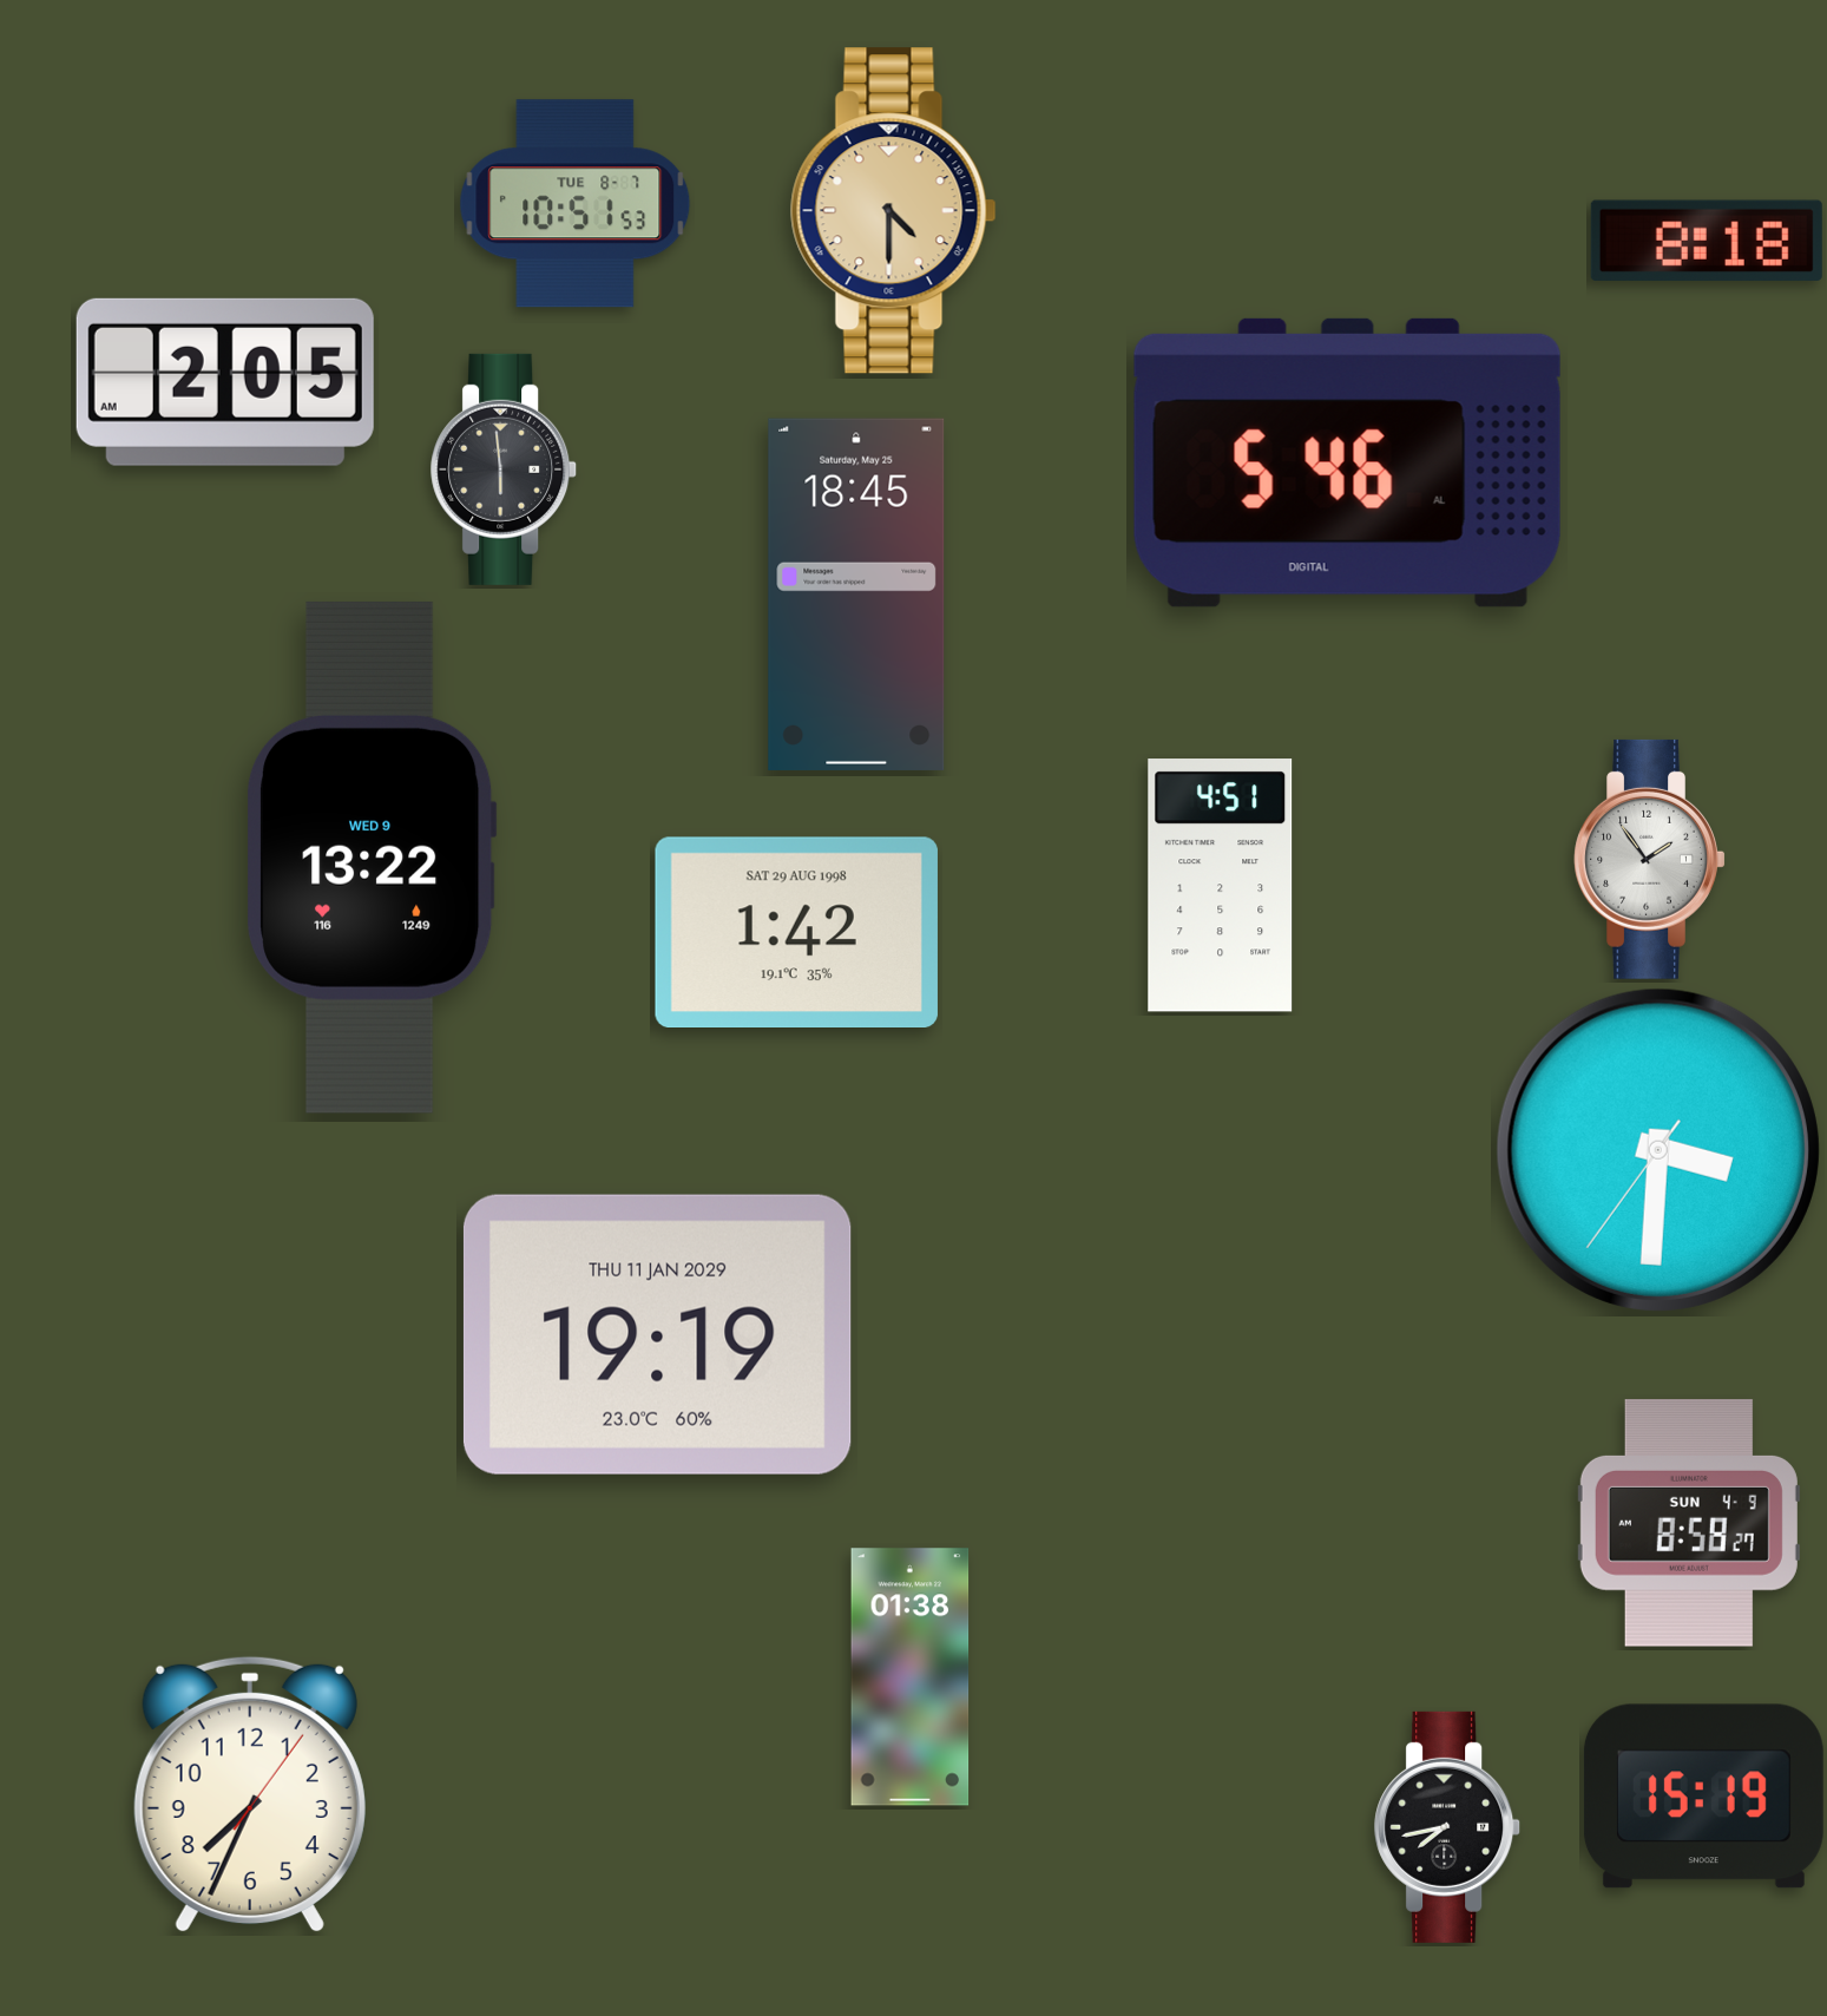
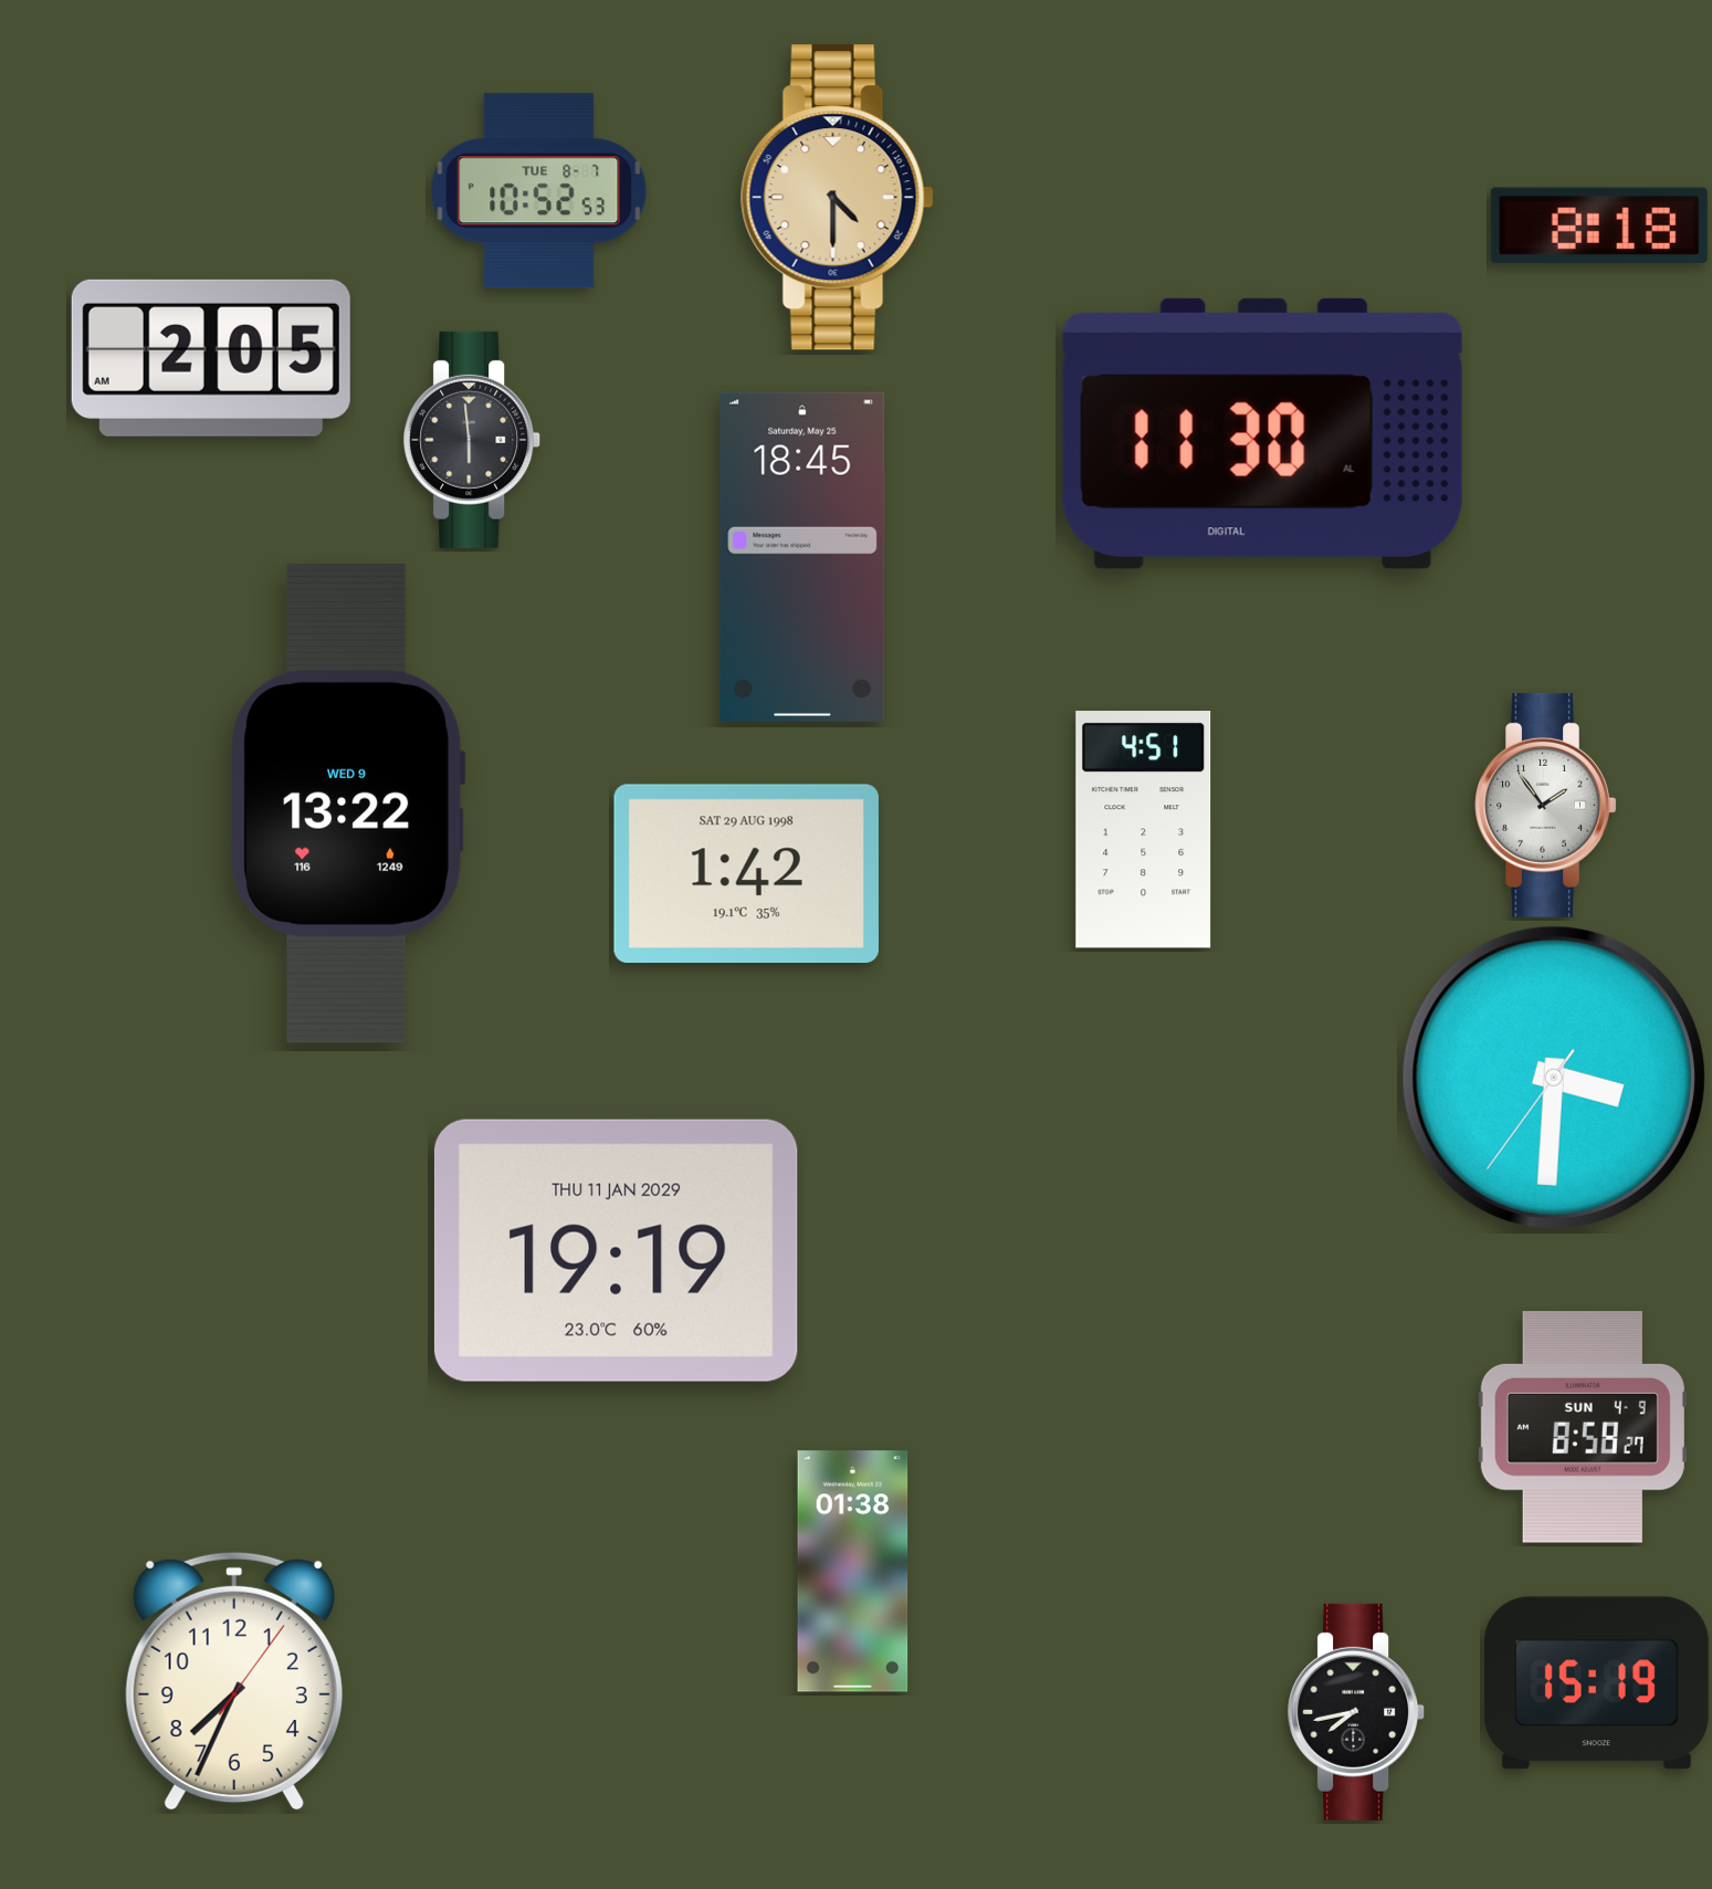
clock at (576, 204): 10:51 -> 10:52
clock at (1347, 462): 5:46 -> 11:30
